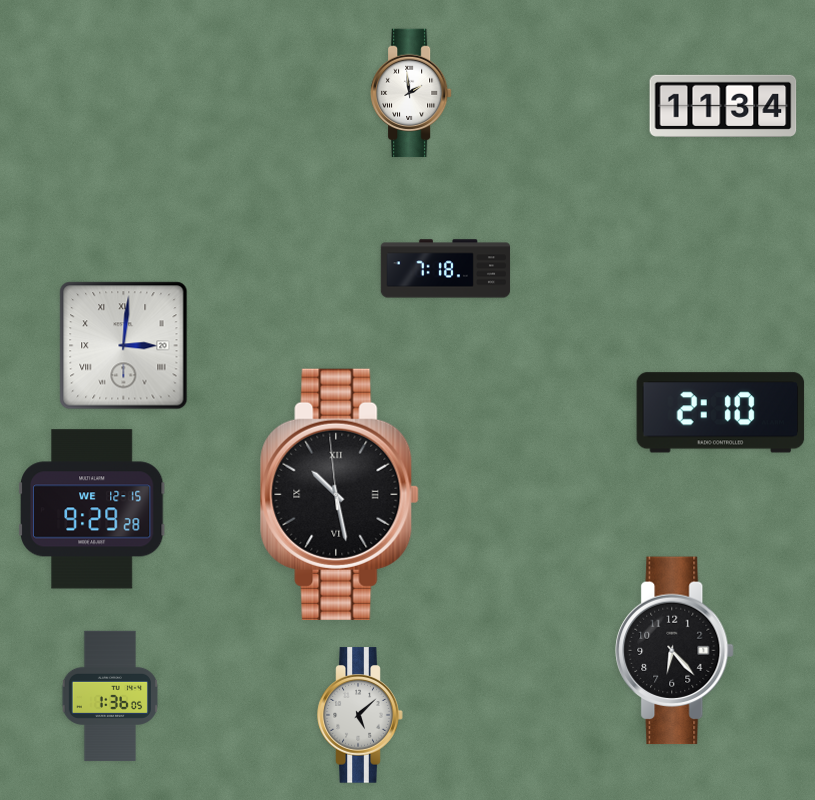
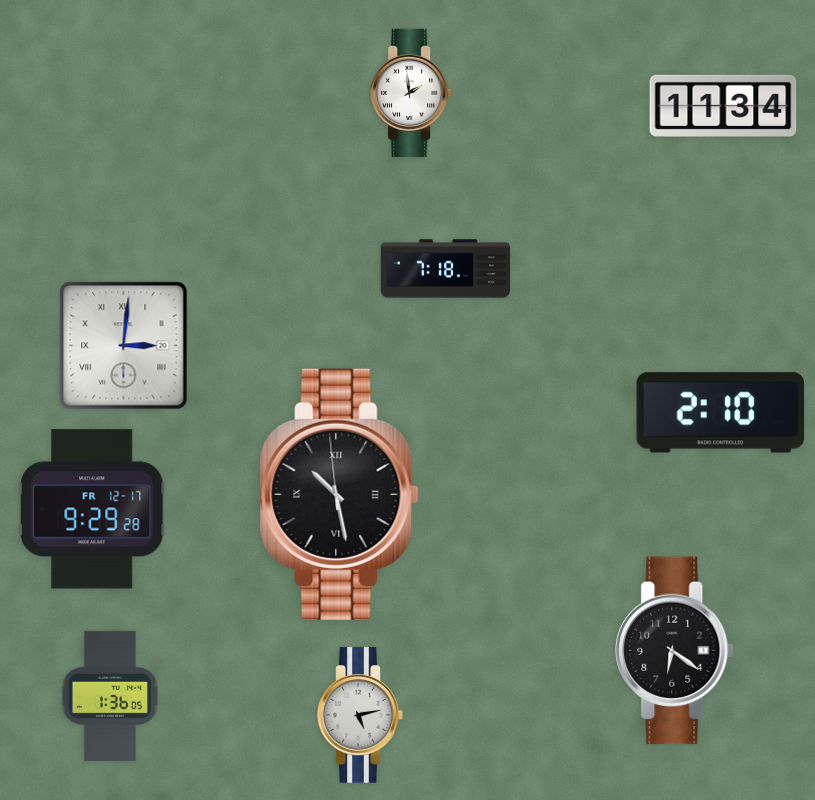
clock at (92, 509) date: WE 12-15 -> FR 12-17
clock at (675, 651): 6:23 -> 6:21
clock at (360, 715): 5:08 -> 5:13
